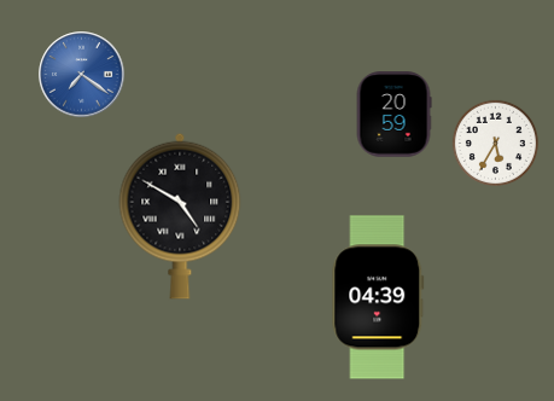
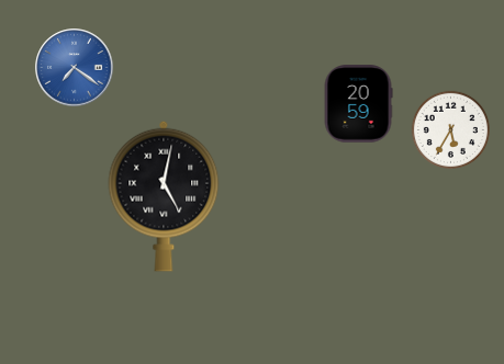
clock at (180, 216): 4:50 -> 5:02
clock at (378, 297): 04:39 -> none
